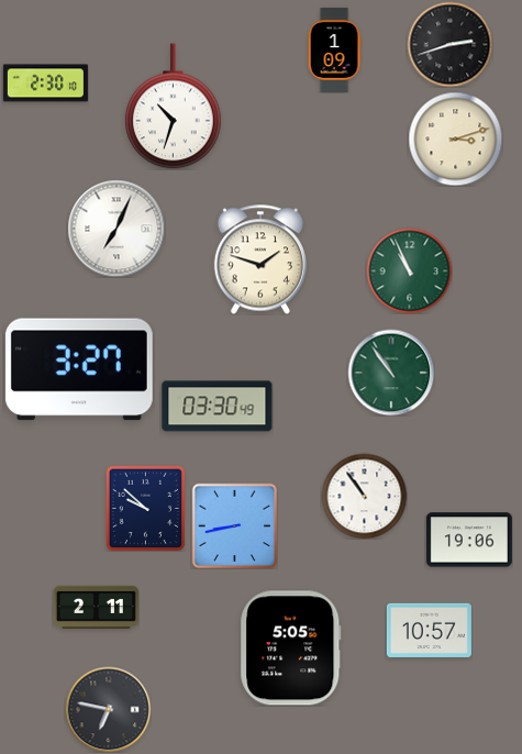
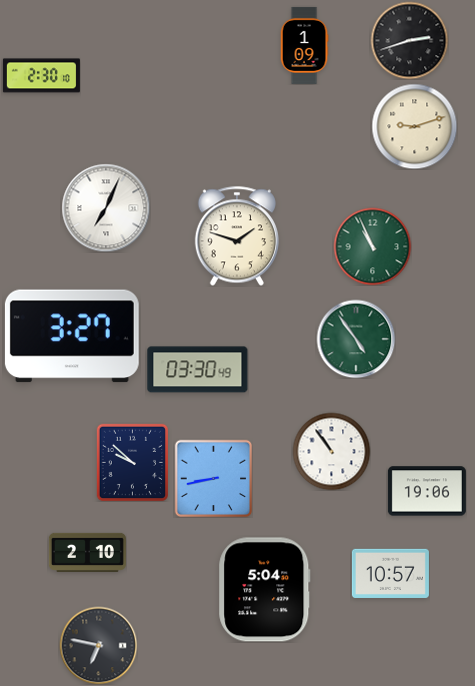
clock at (174, 107): 10:33 -> none
clock at (455, 138): 3:12 -> 9:12
clock at (391, 373): 10:54 -> 4:54
clock at (96, 607): 2:11 -> 2:10
clock at (291, 648): 5:05 -> 5:04
